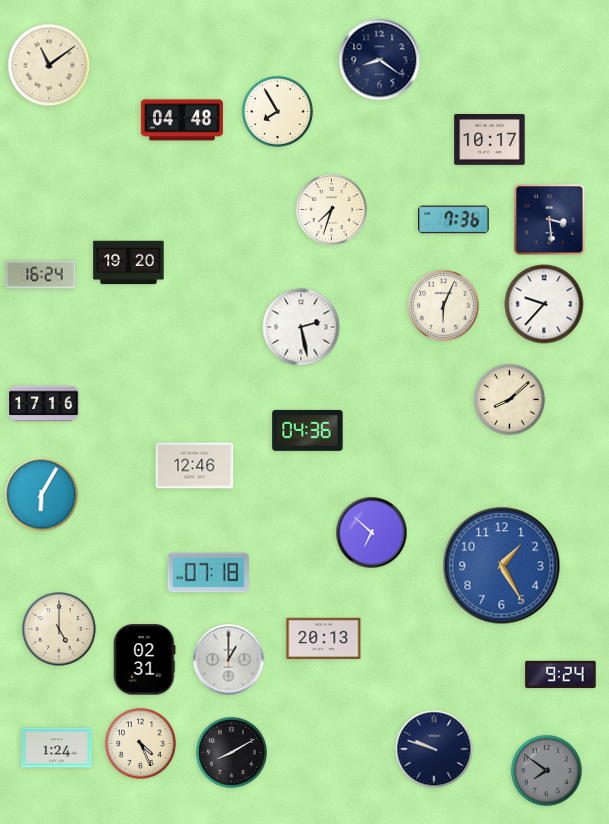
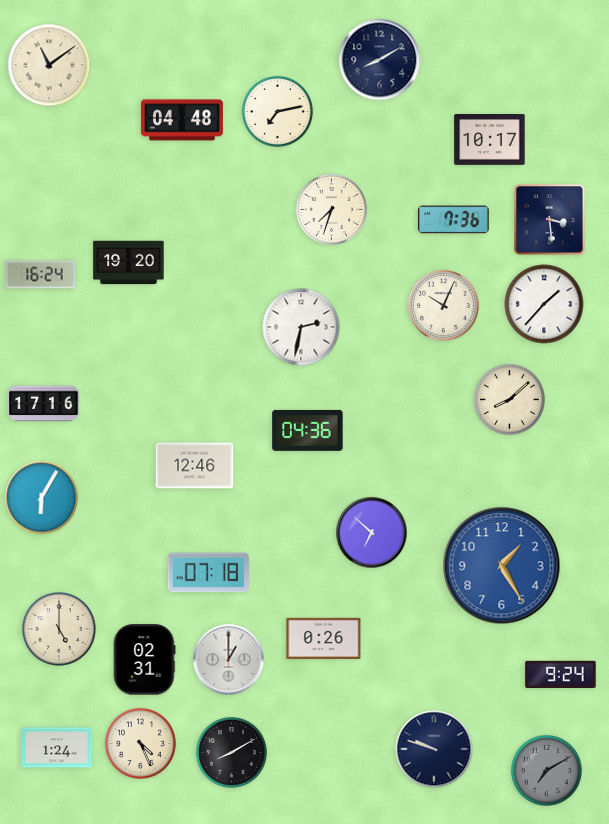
clock at (380, 60): 8:21 -> 8:10
clock at (277, 111): 7:55 -> 7:13
clock at (544, 304): 9:37 -> 1:37
clock at (443, 305): 6:04 -> 10:04
clock at (301, 327): 2:28 -> 2:32
clock at (42, 495) position: (42, 495) -> (42, 498)
clock at (324, 638): 20:13 -> 0:26
clock at (546, 770): 7:51 -> 7:10
